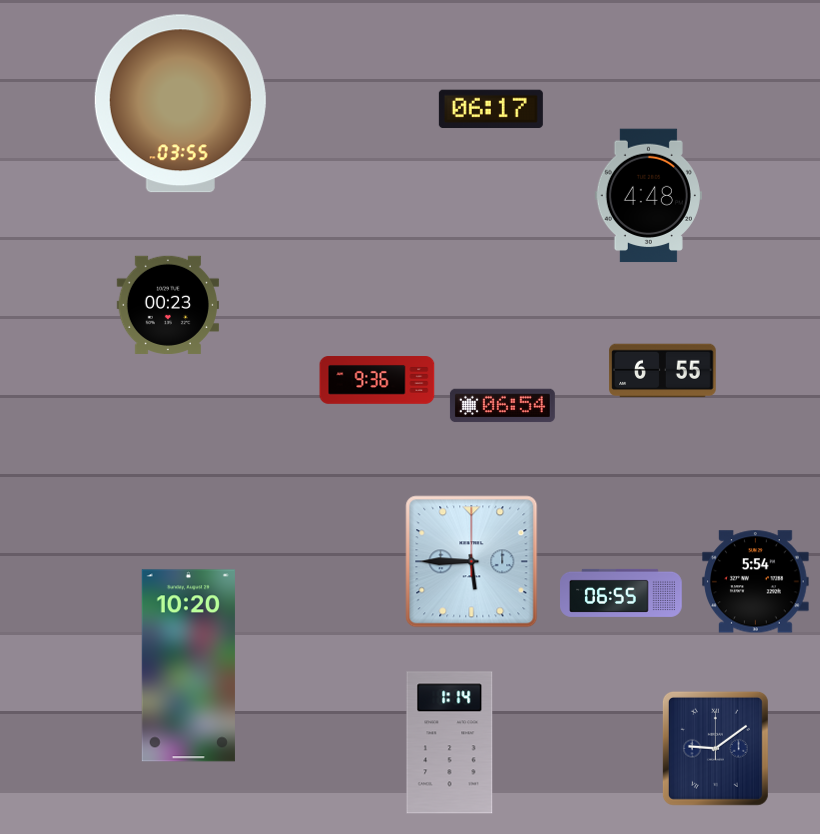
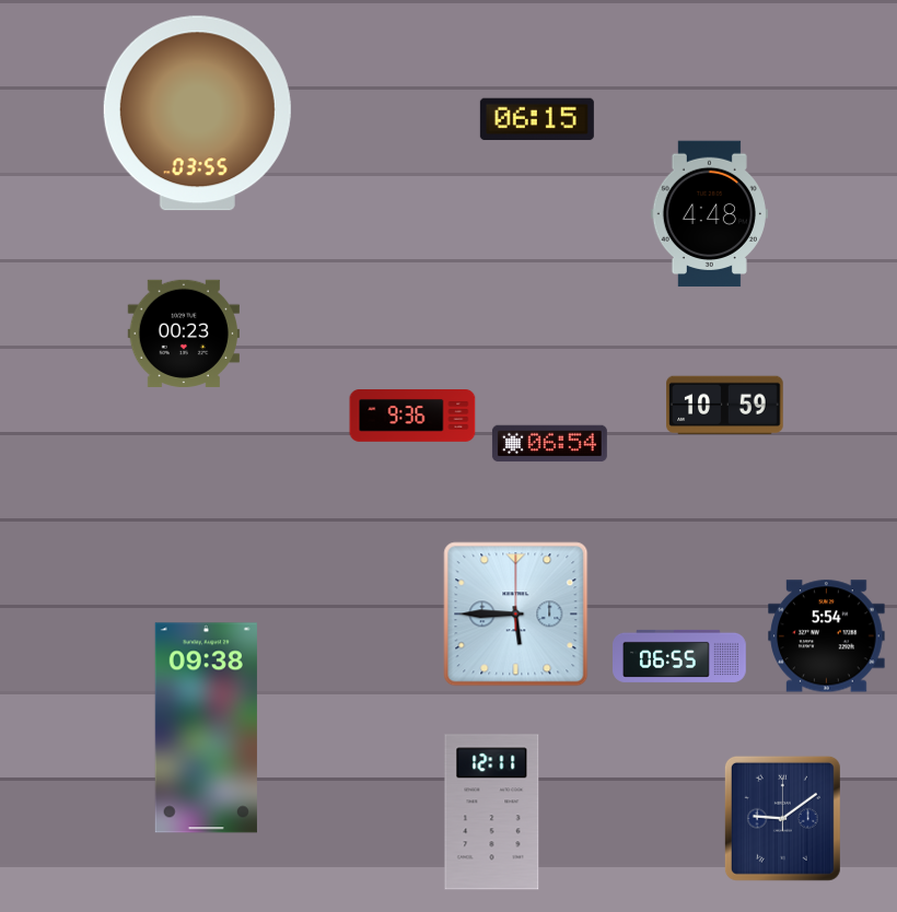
clock at (491, 109): 06:17 -> 06:15
clock at (663, 371): 6:55 -> 10:59
clock at (622, 593) position: (622, 593) -> (680, 656)
clock at (188, 666): 10:20 -> 09:38
clock at (450, 743): 1:14 -> 12:11
